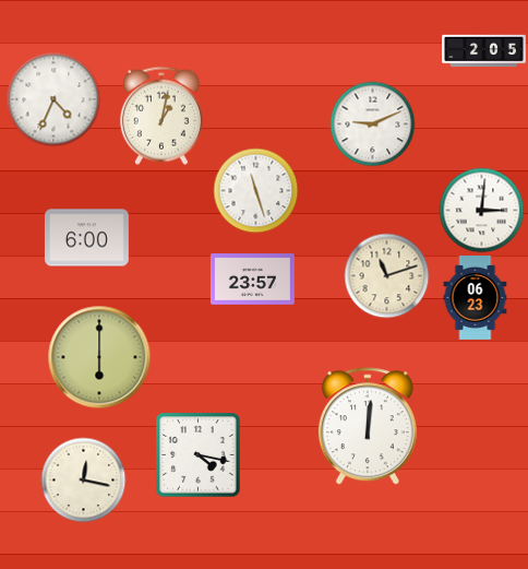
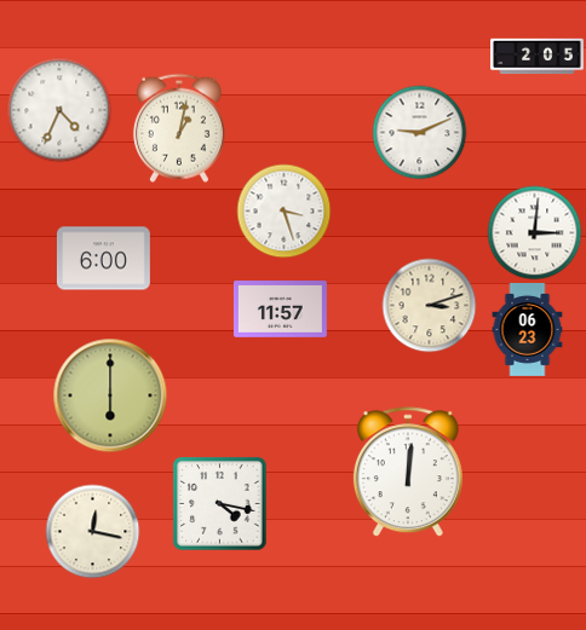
clock at (372, 123) position: (372, 123) -> (419, 132)
clock at (255, 190): 11:27 -> 3:27
clock at (86, 238) position: (86, 238) -> (103, 259)
clock at (386, 275): 11:12 -> 3:12
clock at (252, 280): 23:57 -> 11:57
